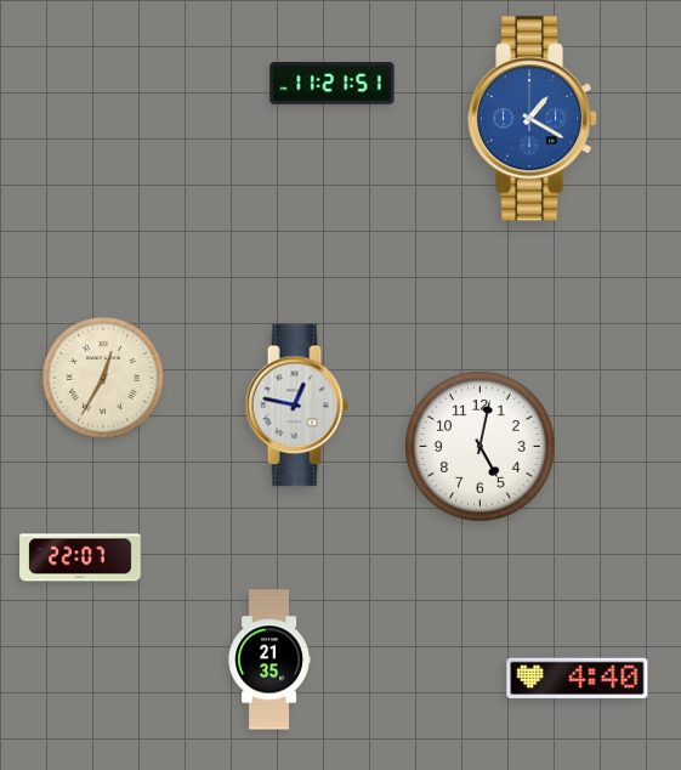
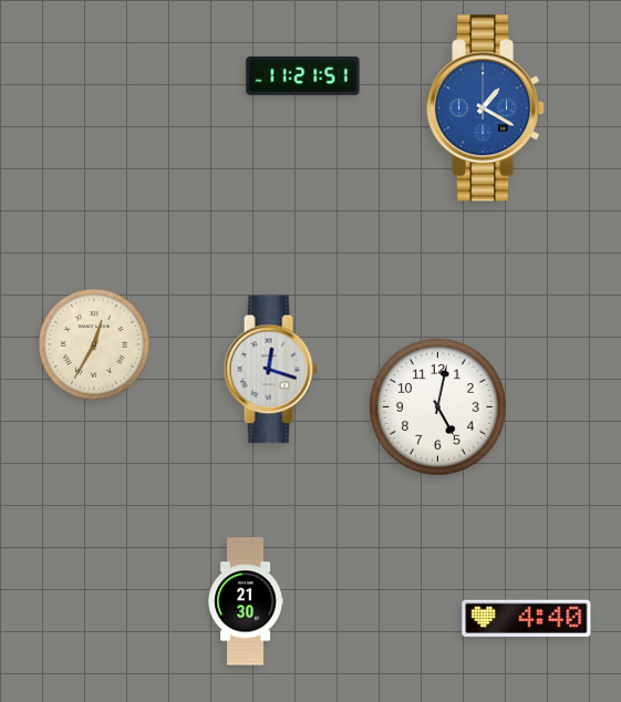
clock at (296, 406): 12:47 -> 12:18
clock at (80, 557): 22:07 -> none
clock at (269, 659): 21:35 -> 21:30
